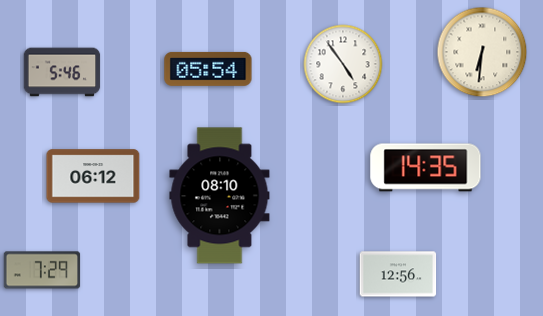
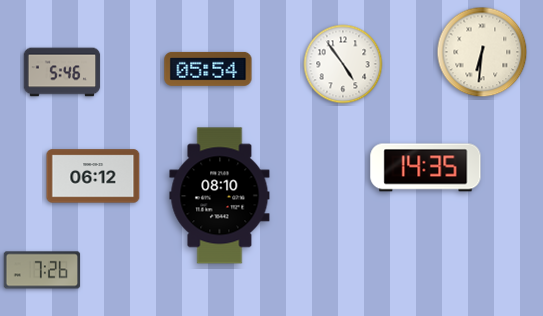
clock at (42, 270): 7:29 -> 7:26
clock at (398, 274): 12:56 -> none
